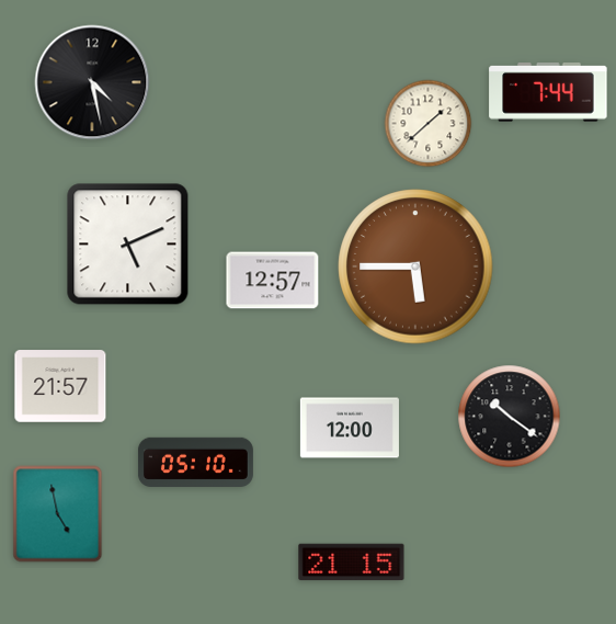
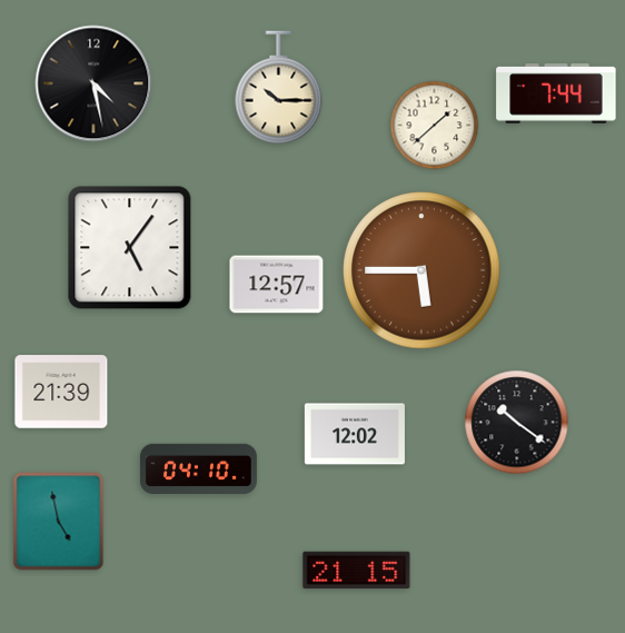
clock at (279, 88): none -> 10:15
clock at (128, 245): 5:11 -> 5:06
clock at (60, 386): 21:57 -> 21:39
clock at (350, 428): 12:00 -> 12:02
clock at (195, 462): 05:10 -> 04:10
